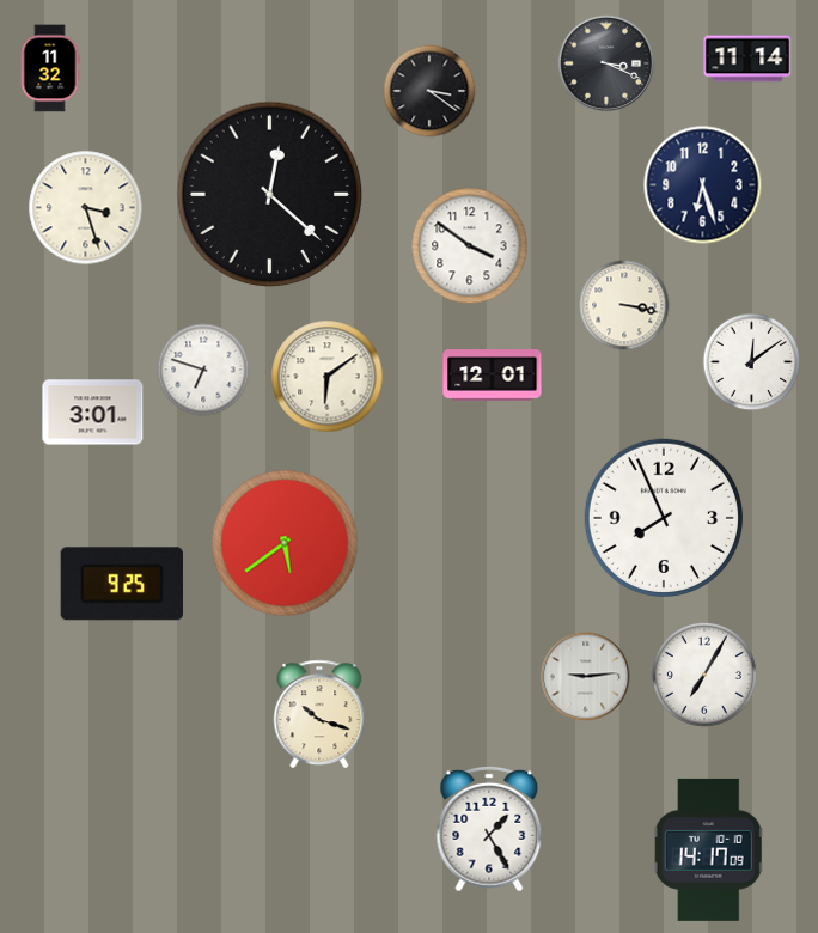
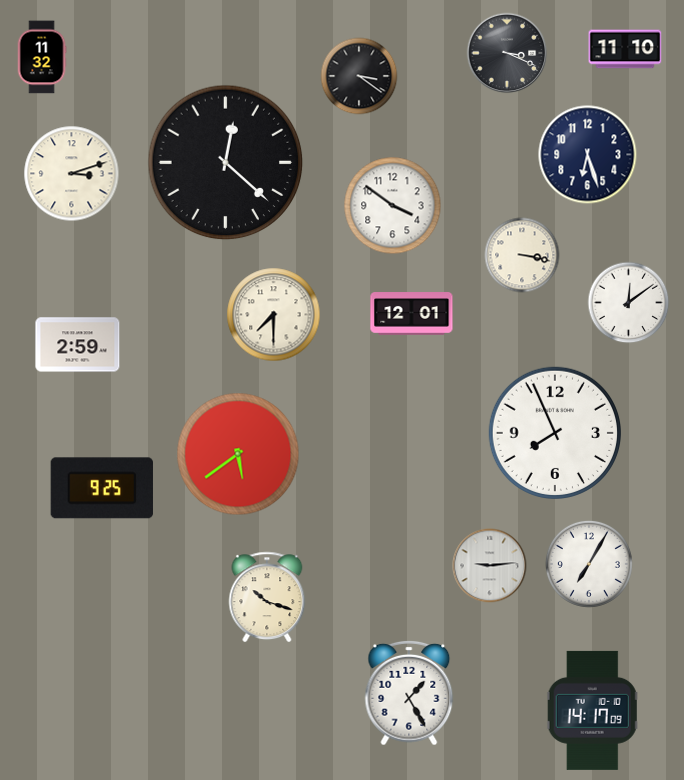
clock at (747, 59): 11:14 -> 11:10
clock at (86, 208): 3:27 -> 3:12
clock at (203, 370): 6:48 -> none
clock at (328, 377): 6:09 -> 7:30
clock at (93, 413): 3:01 -> 2:59
